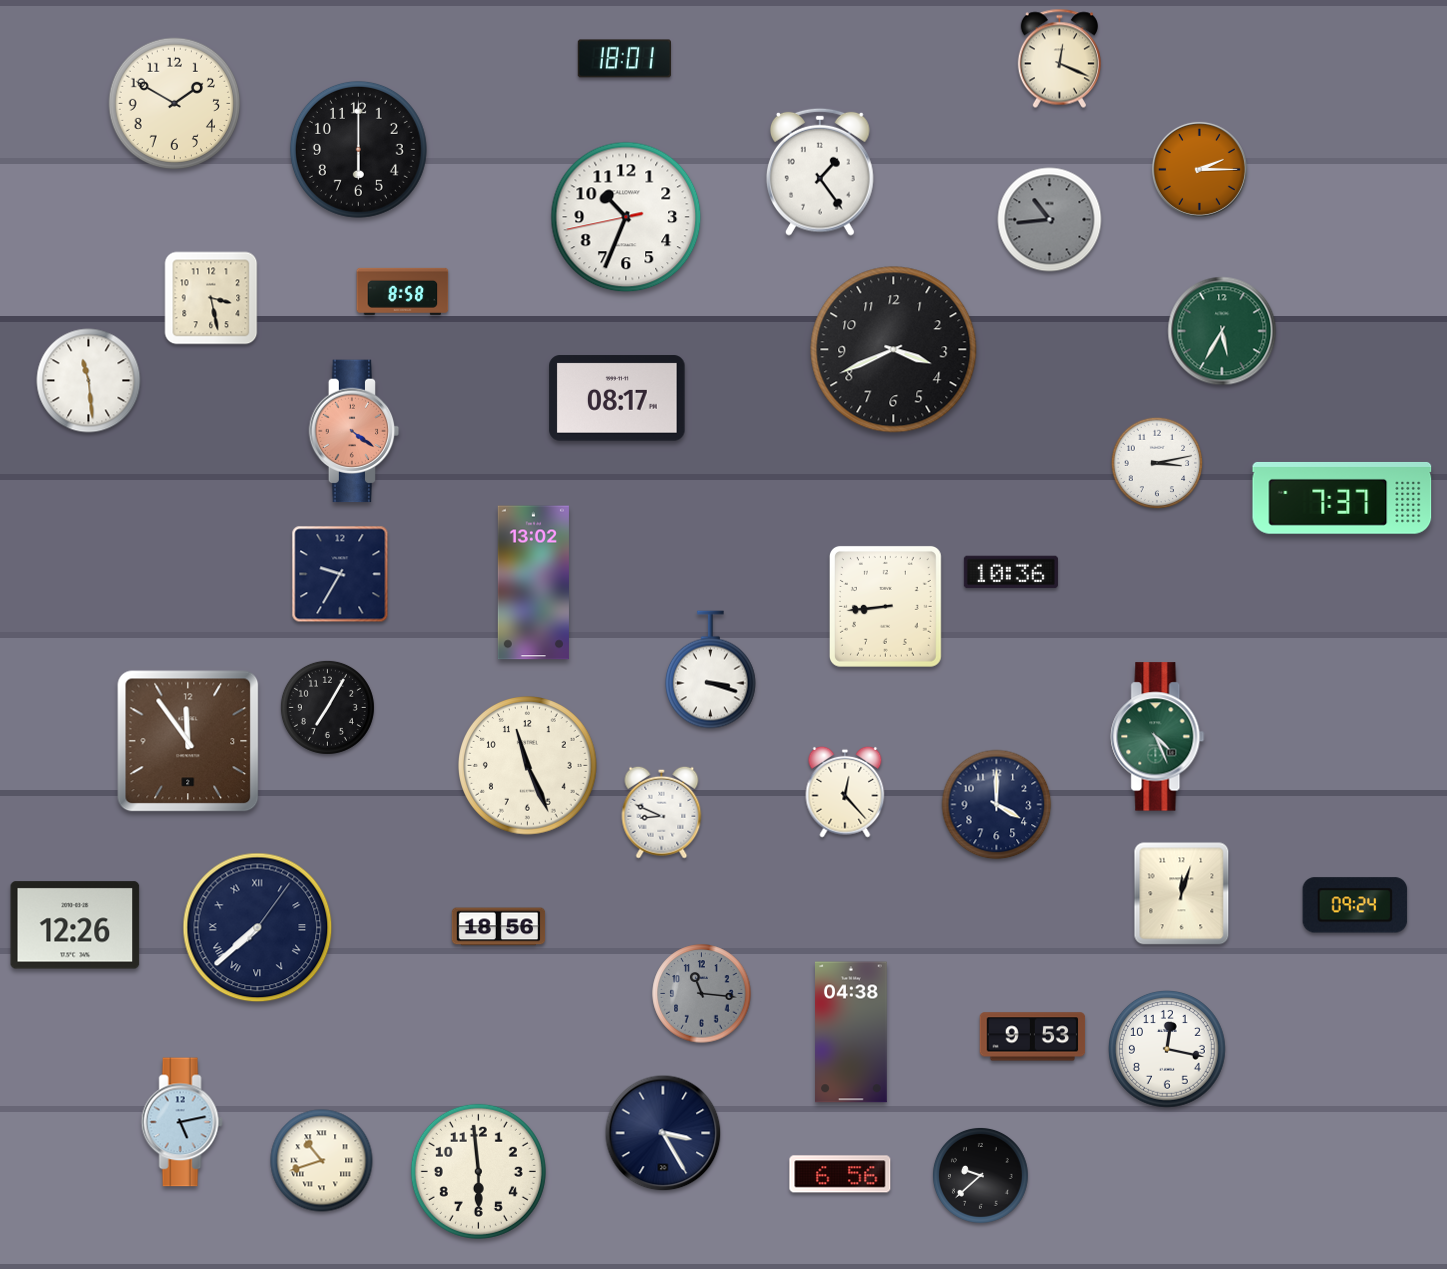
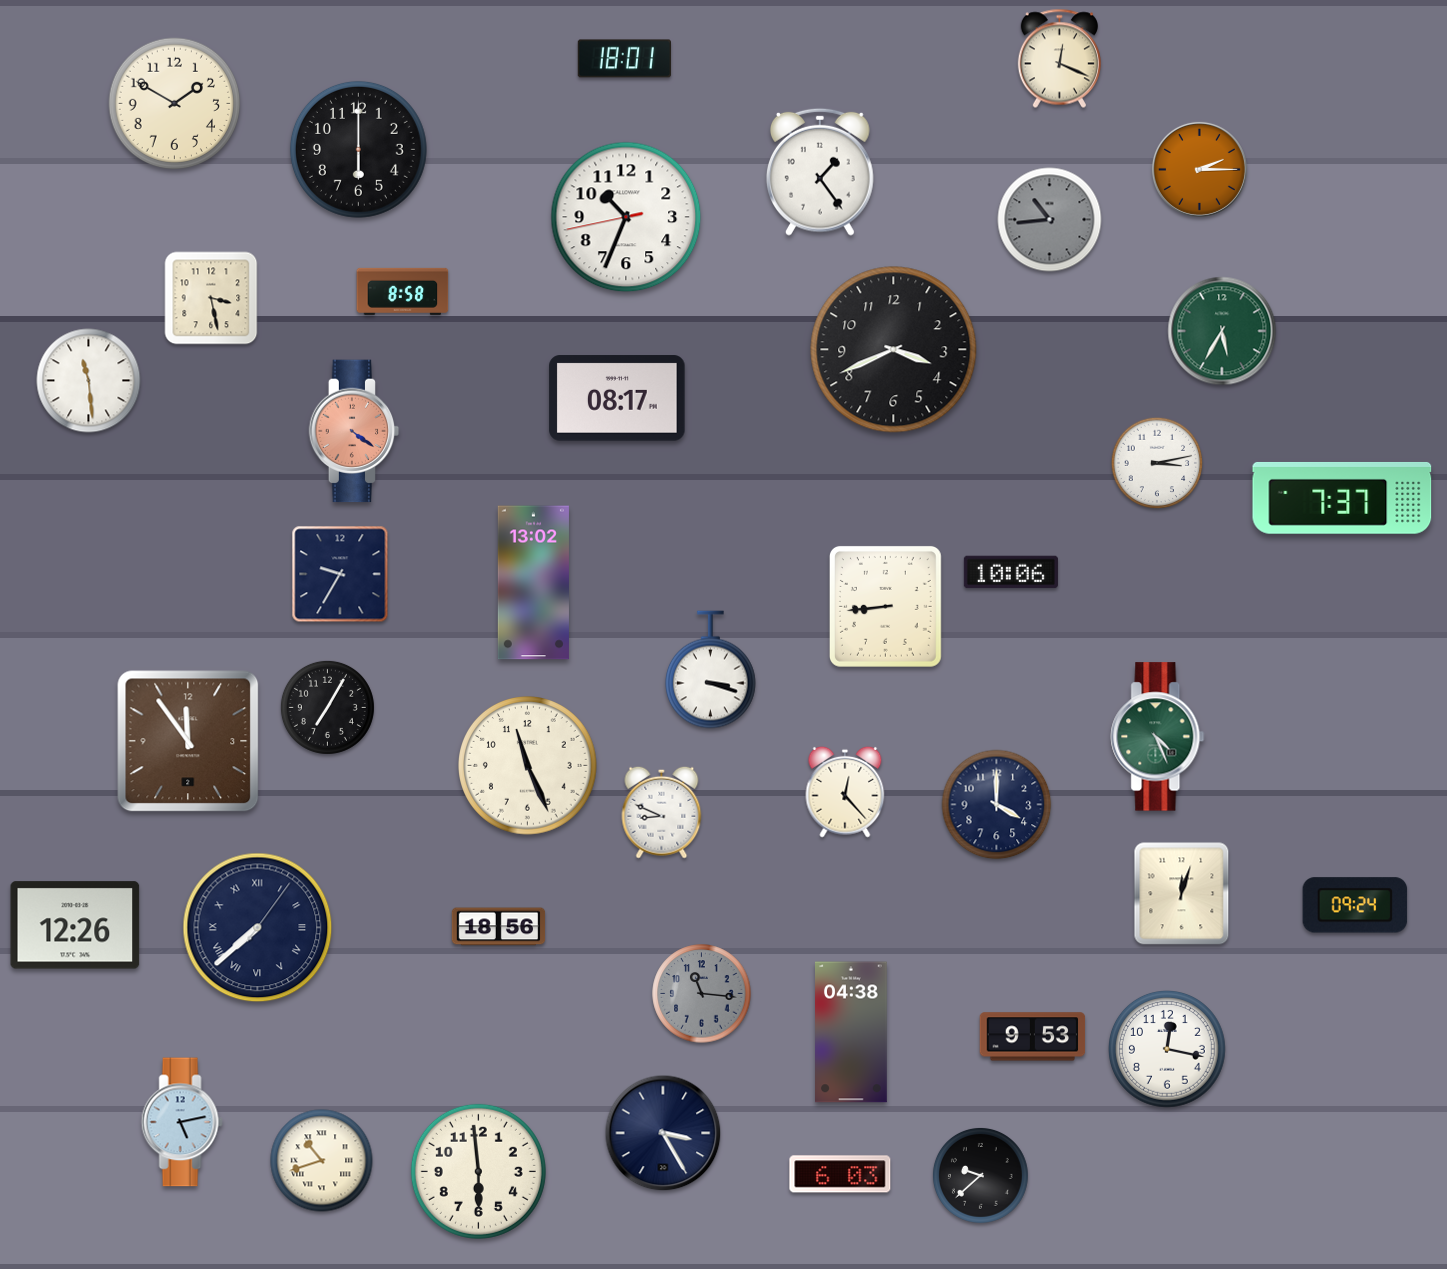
clock at (1011, 572): 10:36 -> 10:06
clock at (840, 1174): 6:56 -> 6:03
